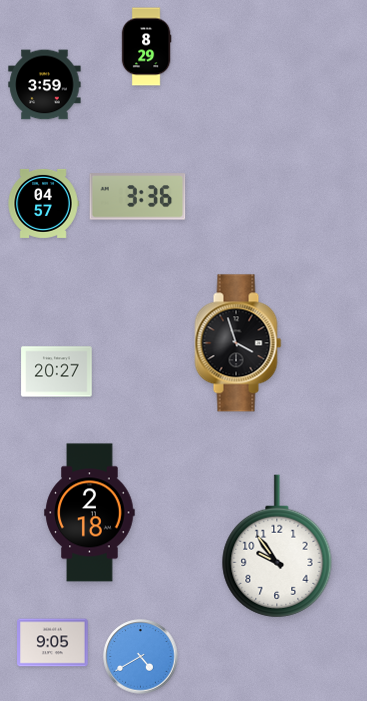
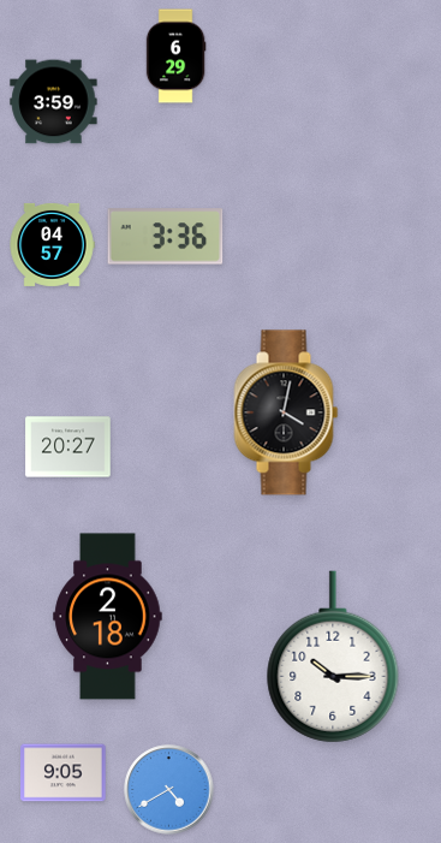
clock at (146, 47): 8:29 -> 6:29
clock at (238, 343): 3:57 -> 4:02
clock at (277, 546): 9:54 -> 10:15
